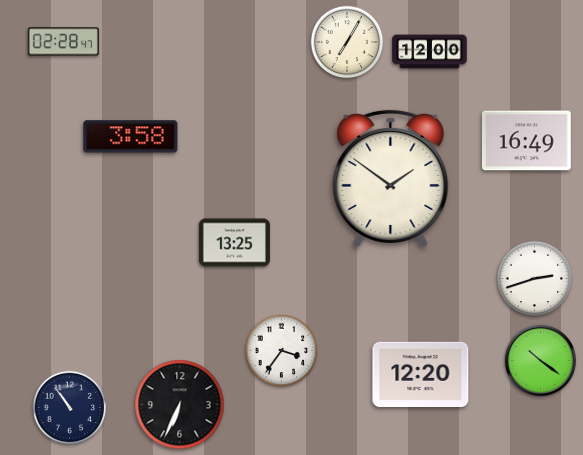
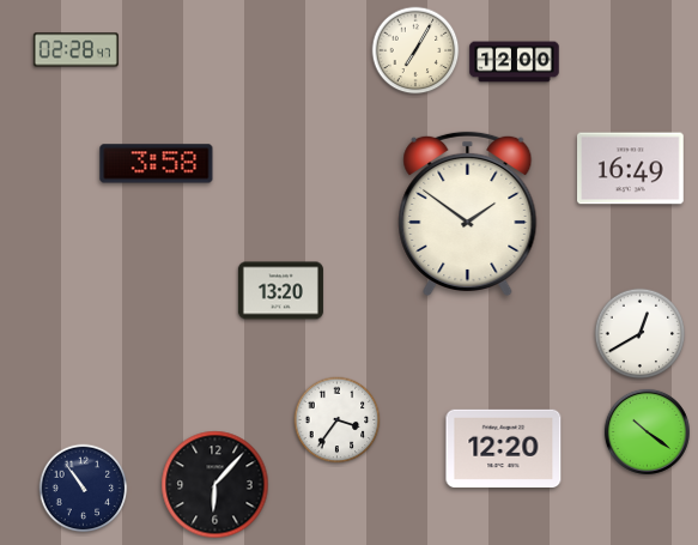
clock at (234, 243): 13:25 -> 13:20
clock at (535, 279): 2:42 -> 12:40
clock at (180, 405): 6:34 -> 6:07
